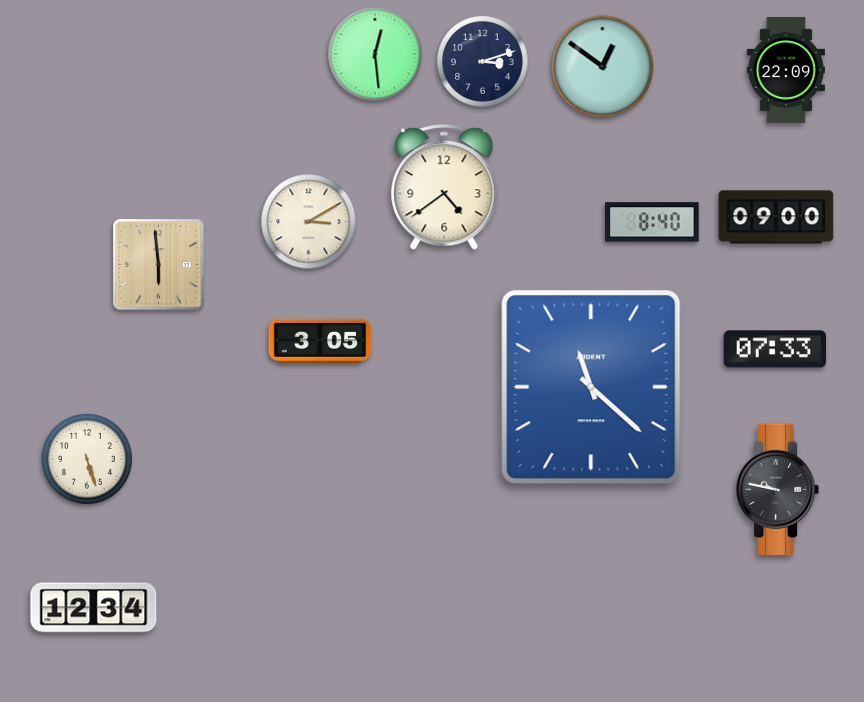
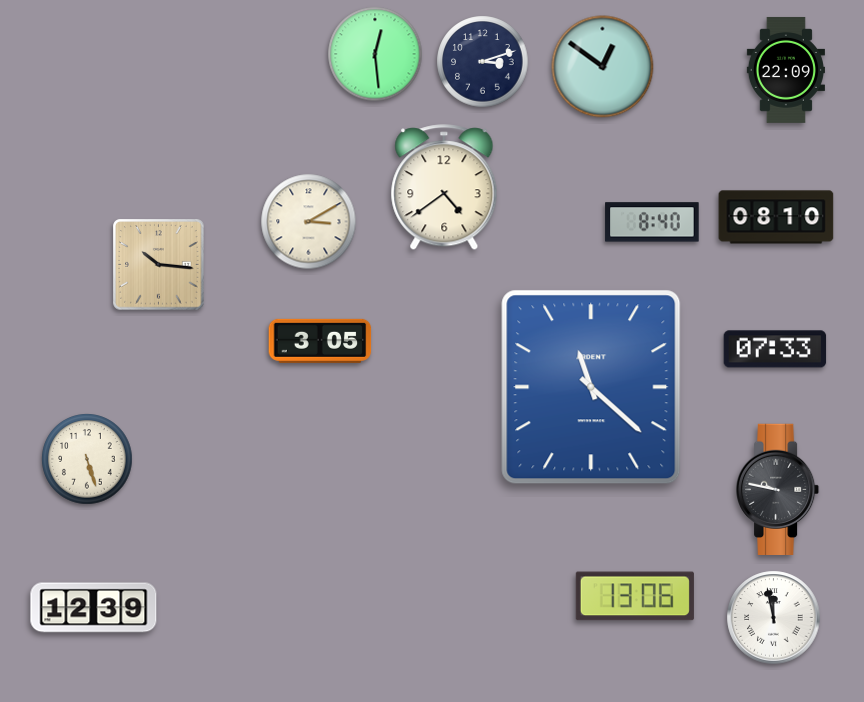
clock at (776, 217): 09:00 -> 08:10
clock at (159, 265): 5:59 -> 10:16
clock at (635, 596): none -> 13:06
clock at (94, 608): 12:34 -> 12:39
clock at (774, 618): none -> 11:58
